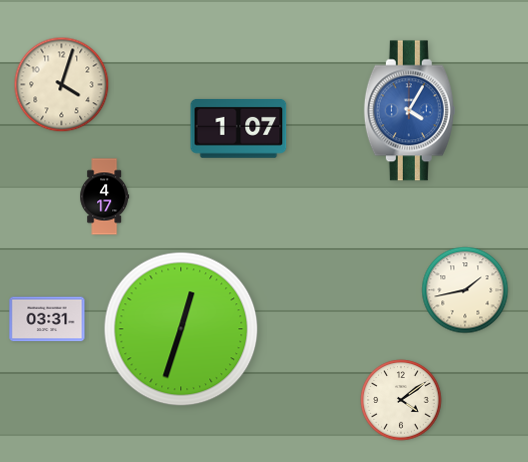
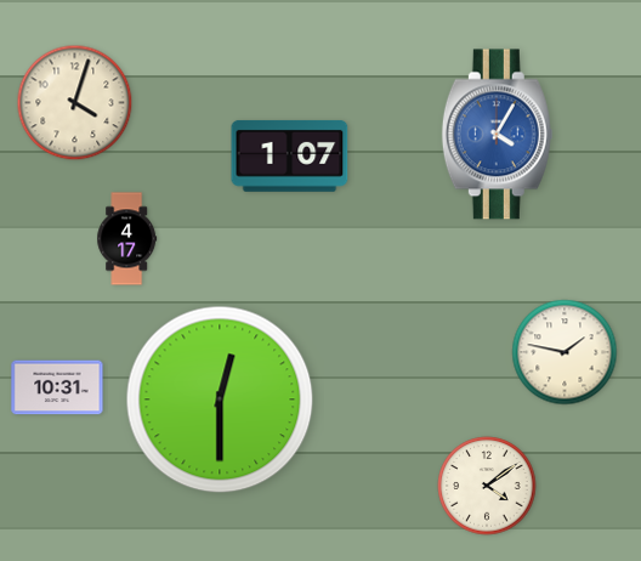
clock at (465, 290): 1:43 -> 1:47
clock at (47, 319): 03:31 -> 10:31
clock at (181, 329): 12:33 -> 12:30
